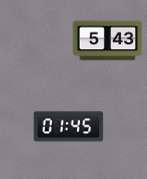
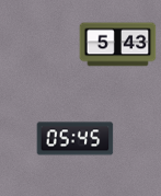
clock at (69, 127): 01:45 -> 05:45
